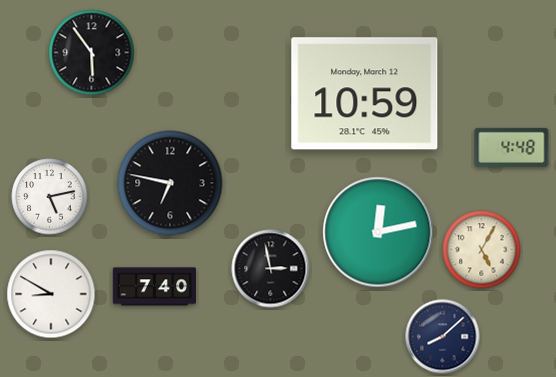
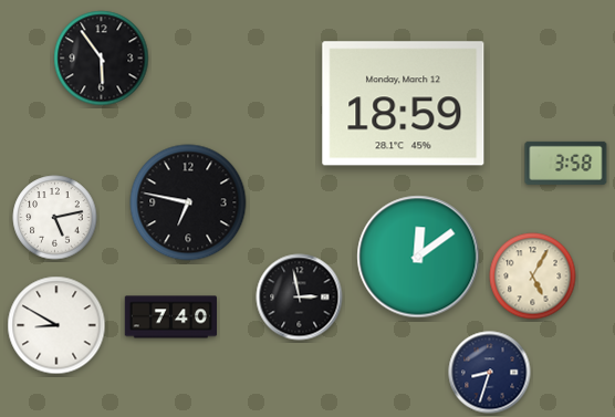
clock at (365, 94): 10:59 -> 18:59
clock at (512, 147): 4:48 -> 3:58
clock at (378, 232): 12:13 -> 12:09
clock at (443, 337): 8:08 -> 8:33
